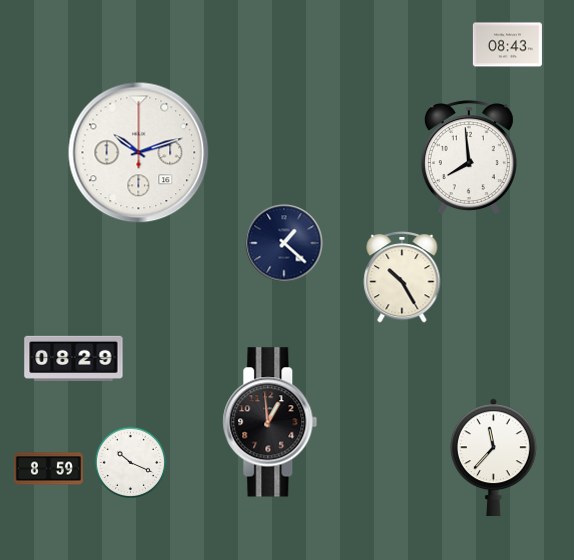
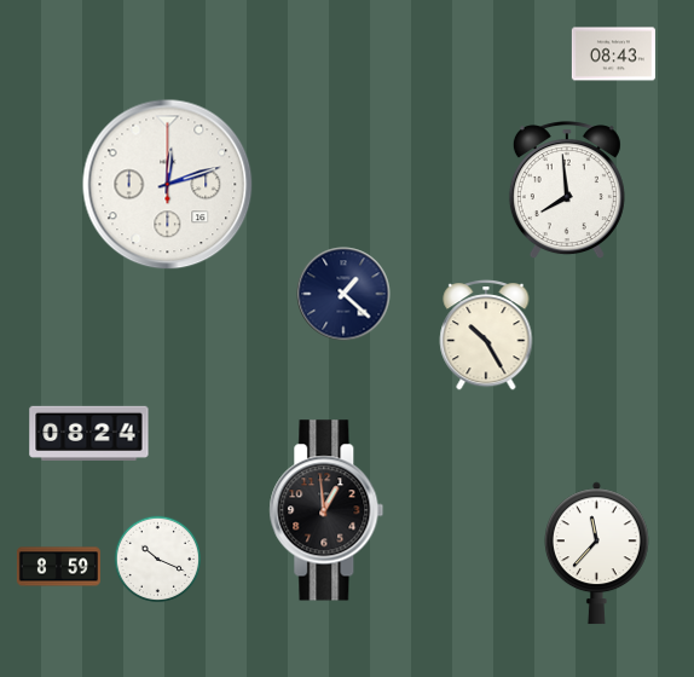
clock at (139, 153): 10:12 -> 12:12
clock at (74, 358): 08:29 -> 08:24
